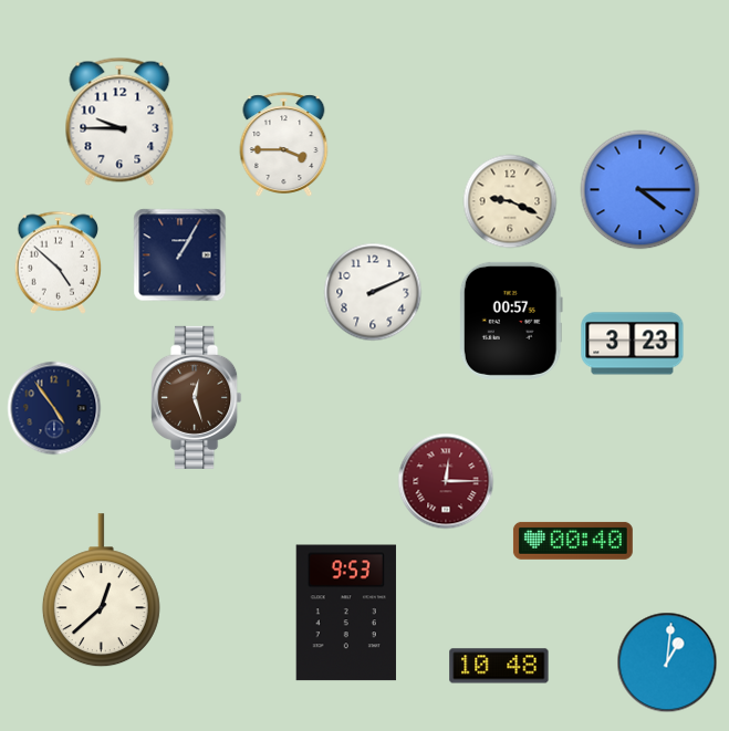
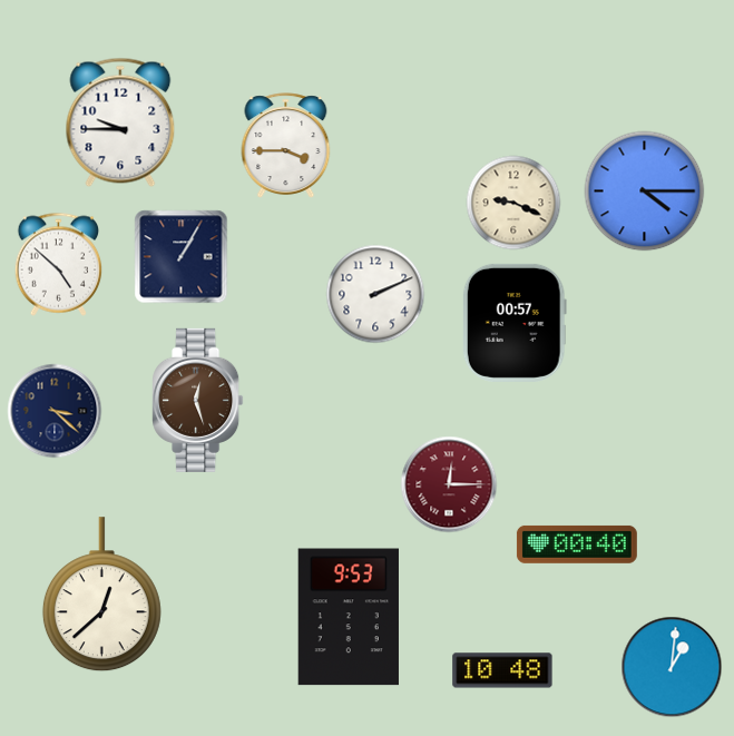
clock at (633, 344): 3:23 -> none
clock at (54, 408): 4:54 -> 3:22
